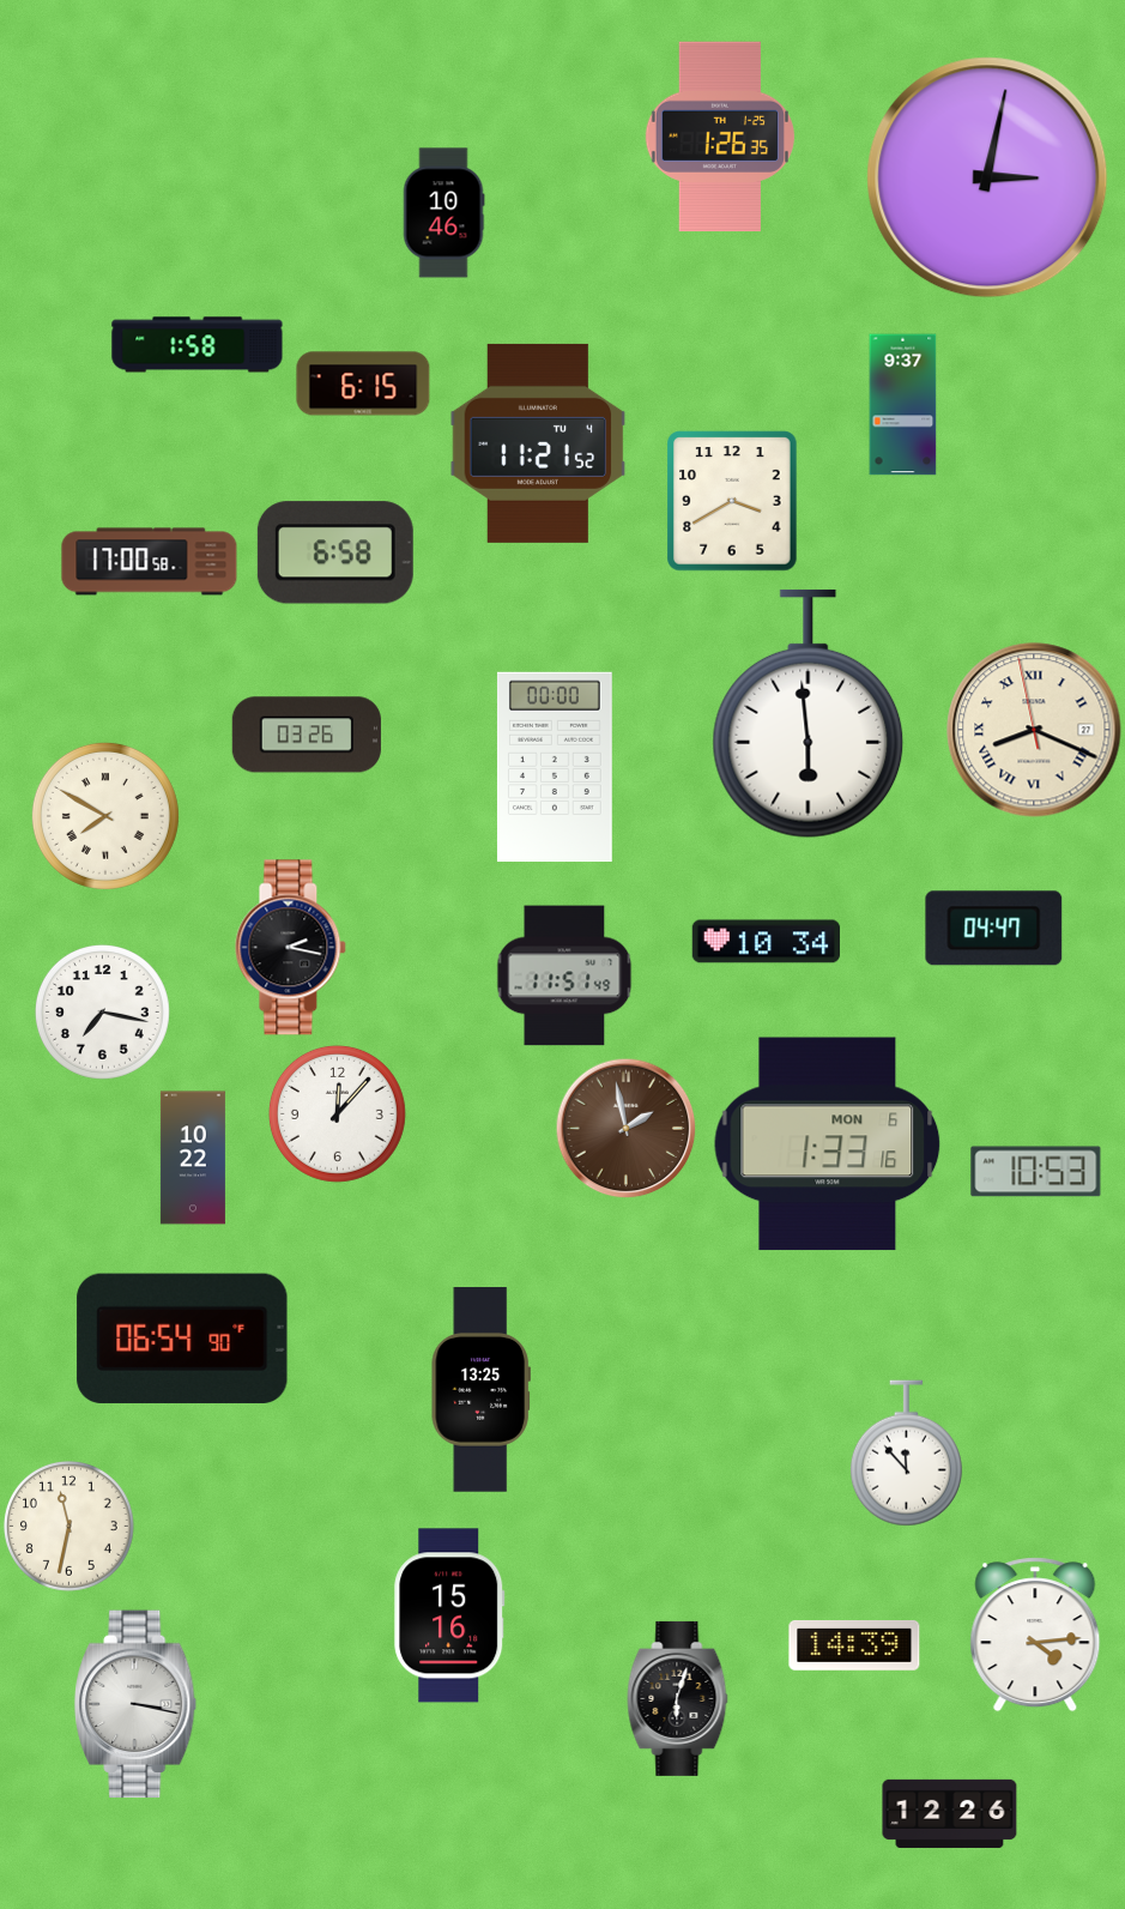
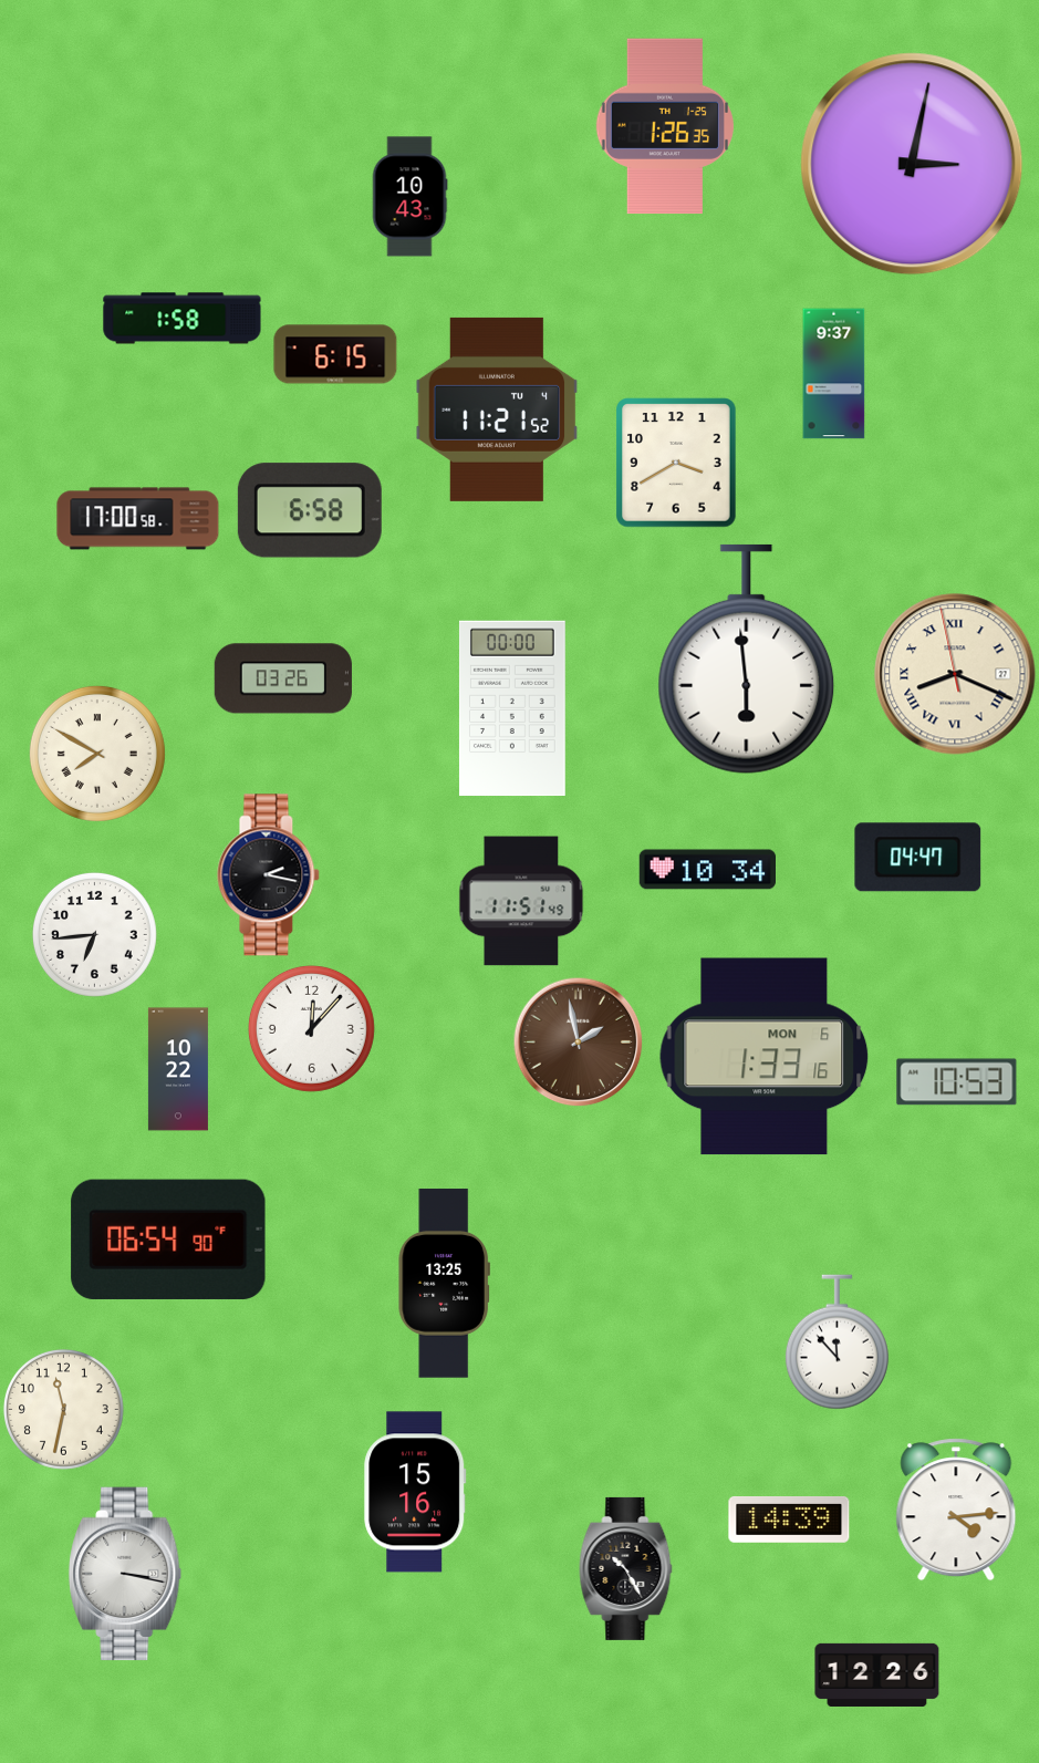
clock at (443, 213): 10:46 -> 10:43
clock at (102, 1011): 7:17 -> 6:44
clock at (182, 1339) position: (182, 1339) -> (168, 1240)
clock at (678, 1698): 6:03 -> 10:25
